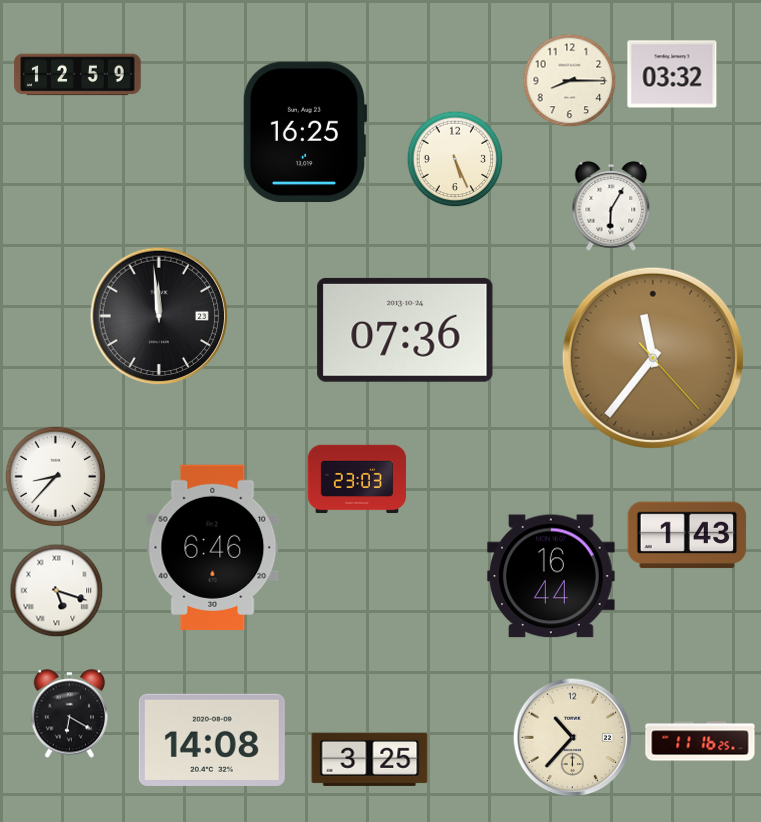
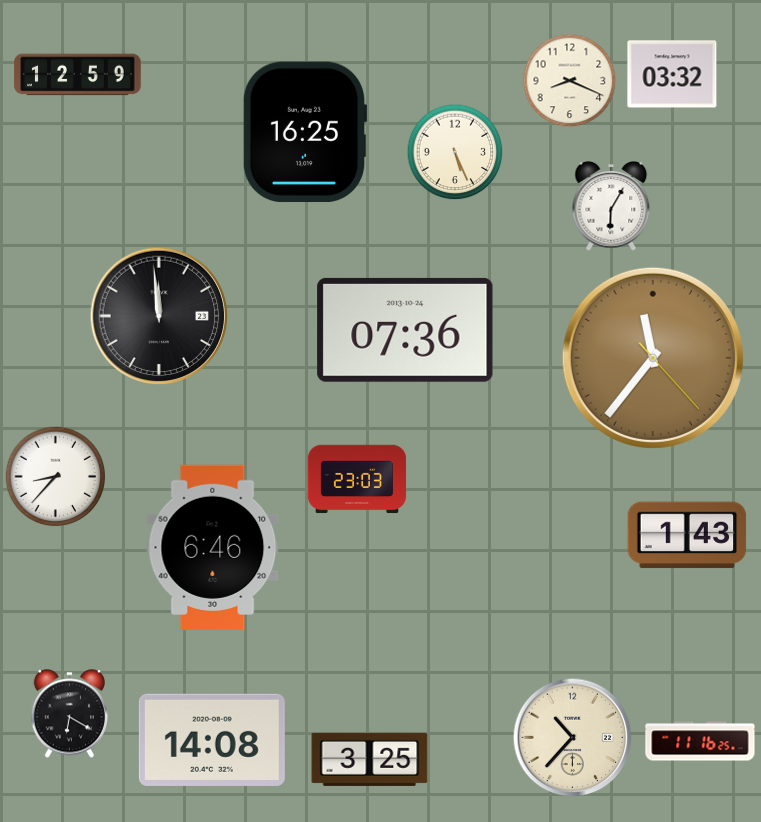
clock at (570, 81): 8:15 -> 8:19
clock at (455, 159) position: (455, 159) -> (455, 152)
clock at (551, 576): 16:44 -> none
clock at (57, 591): 5:18 -> none
